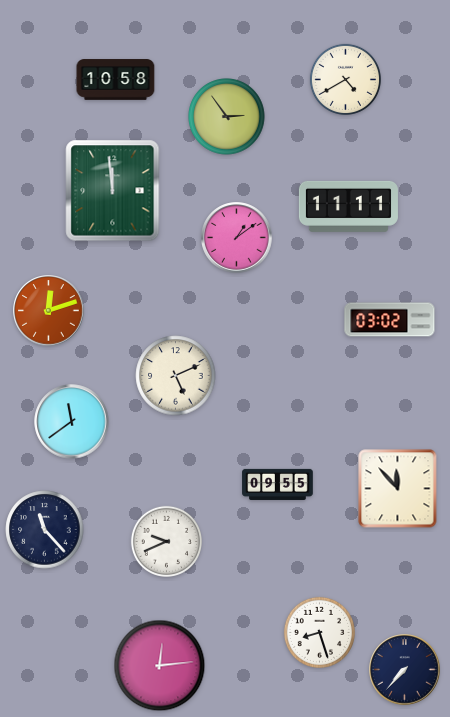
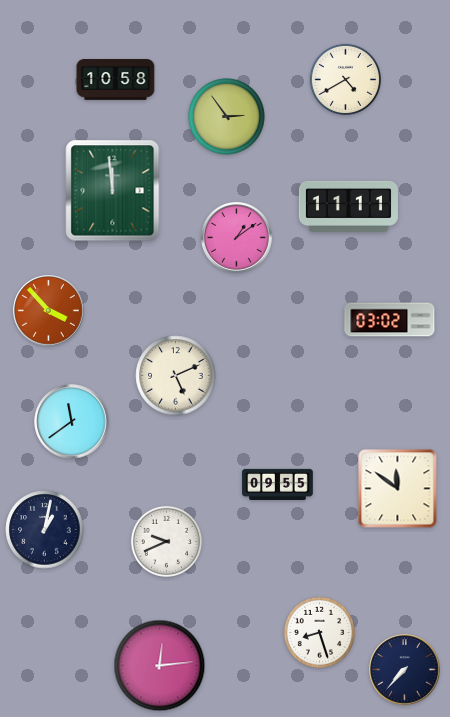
clock at (49, 311): 12:12 -> 3:53
clock at (398, 489): 11:53 -> 11:51
clock at (45, 530): 11:23 -> 1:02
